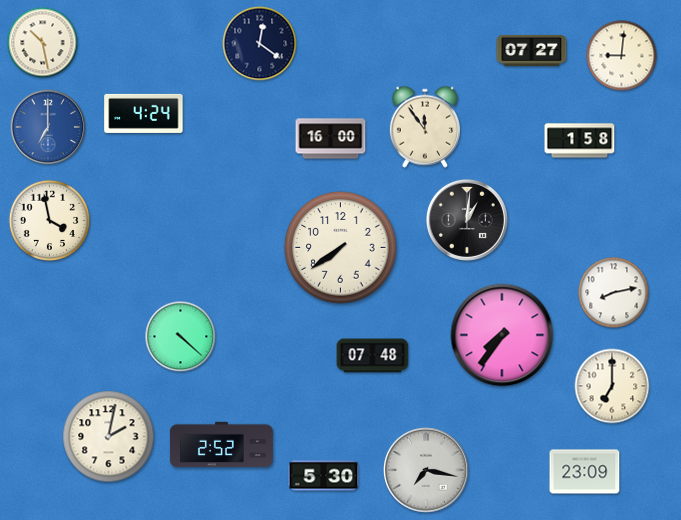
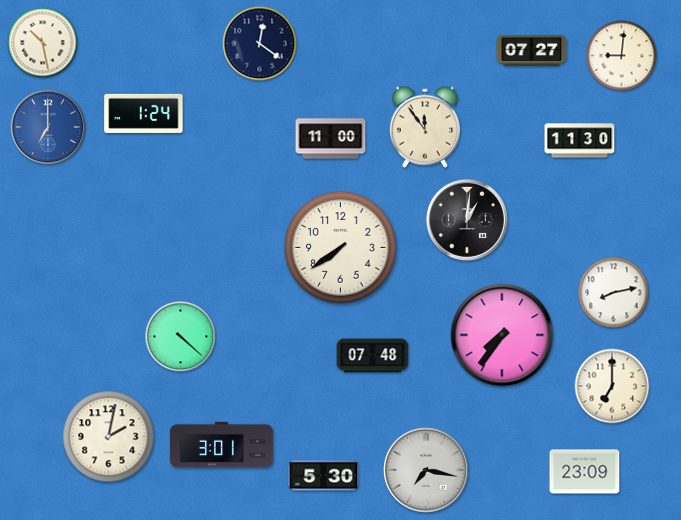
clock at (144, 113): 4:24 -> 1:24
clock at (331, 139): 16:00 -> 11:00
clock at (580, 141): 1:58 -> 11:30
clock at (50, 221): 3:58 -> none
clock at (221, 445): 2:52 -> 3:01
